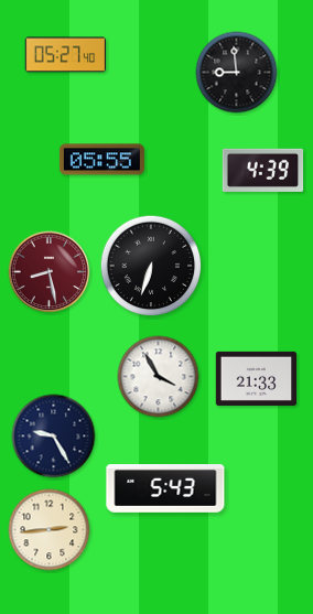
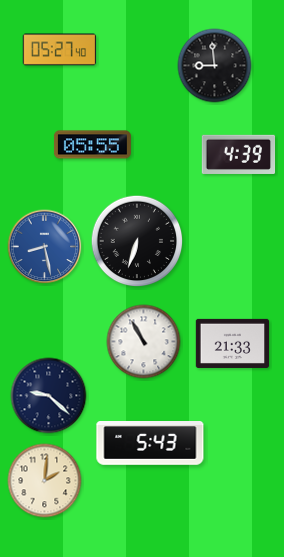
clock at (50, 272) dial: burgundy -> blue
clock at (159, 377): 3:55 -> 10:55
clock at (54, 437): 9:25 -> 9:22
clock at (50, 530): 2:44 -> 2:01
